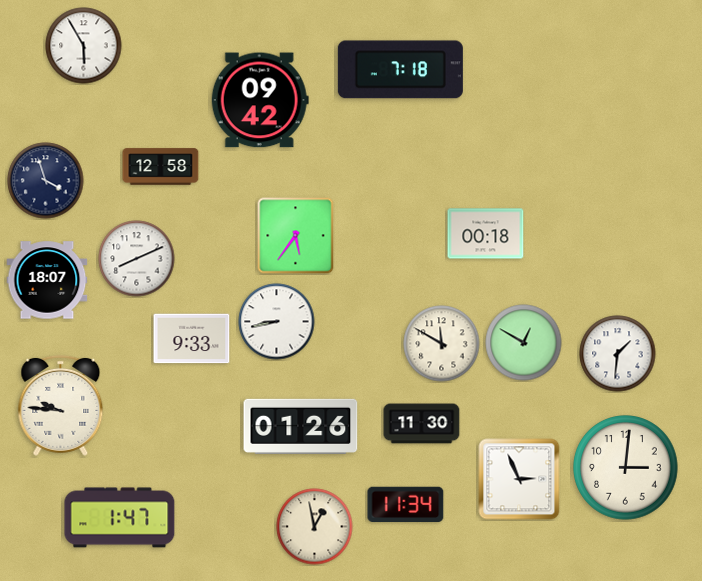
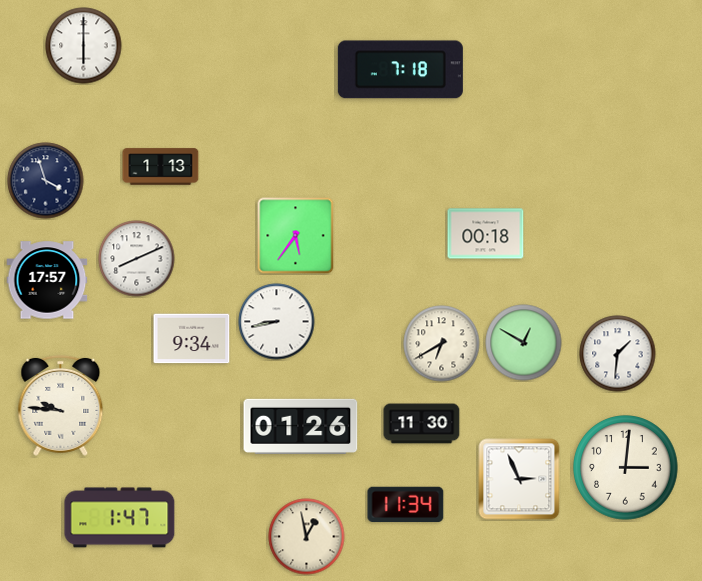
clock at (84, 46): 5:55 -> 6:00
clock at (260, 100): 09:42 -> none
clock at (161, 167): 12:58 -> 1:13
clock at (47, 280): 18:07 -> 17:57
clock at (192, 339): 9:33 -> 9:34
clock at (442, 344): 11:50 -> 6:40
clock at (315, 527) position: (315, 527) -> (307, 537)
